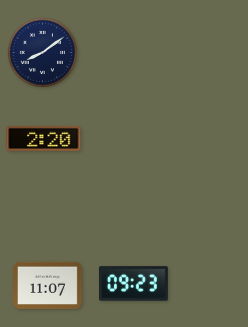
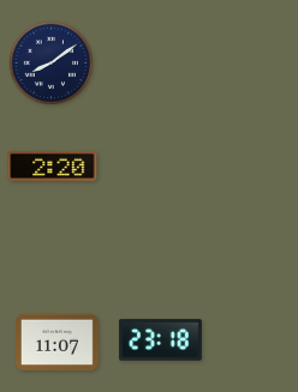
clock at (134, 284): 09:23 -> 23:18
